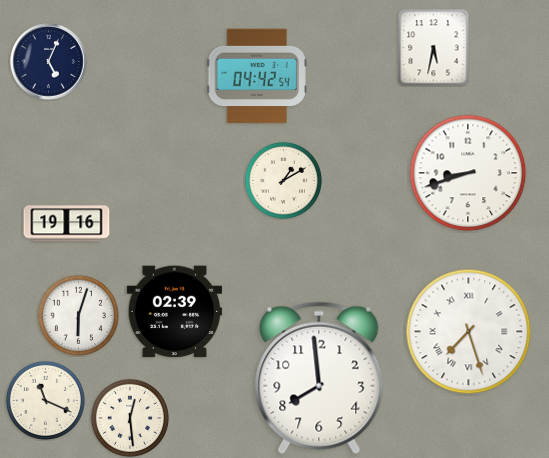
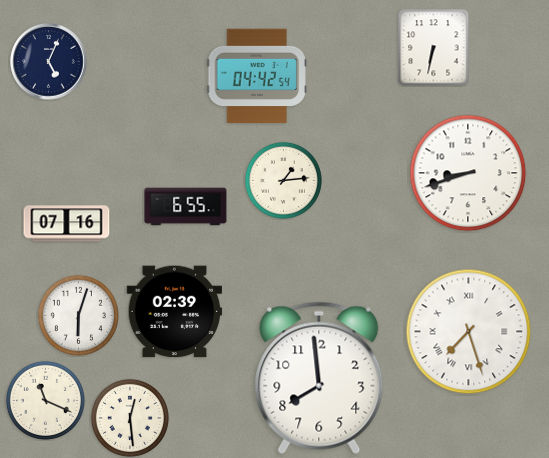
clock at (434, 47): 5:32 -> 6:32
clock at (283, 180): 1:10 -> 1:14
clock at (186, 207): none -> 6:55
clock at (67, 224): 19:16 -> 07:16
